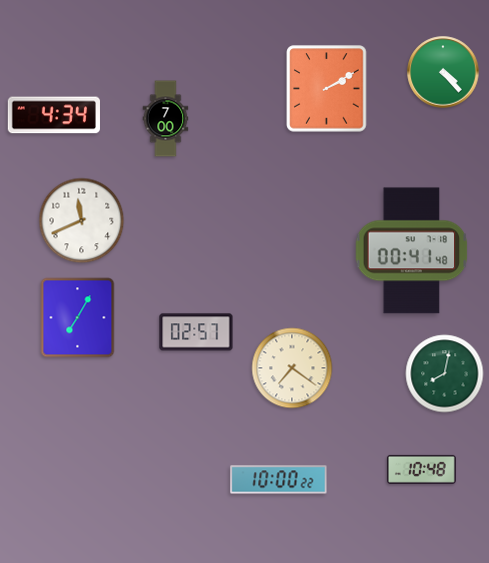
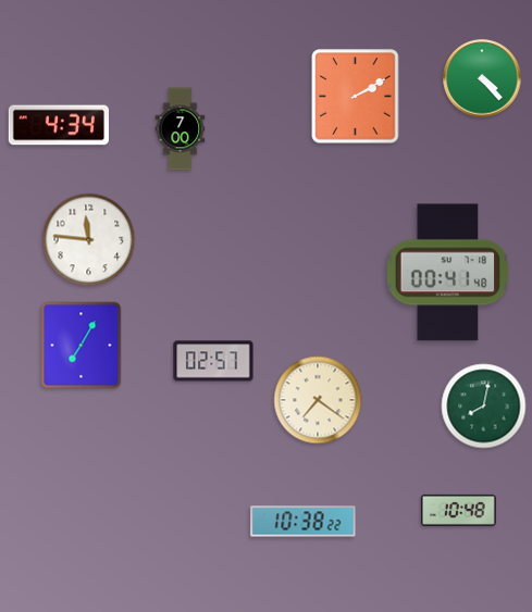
clock at (82, 221): 11:41 -> 11:46
clock at (78, 318) position: (78, 318) -> (82, 346)
clock at (279, 480): 10:00 -> 10:38
